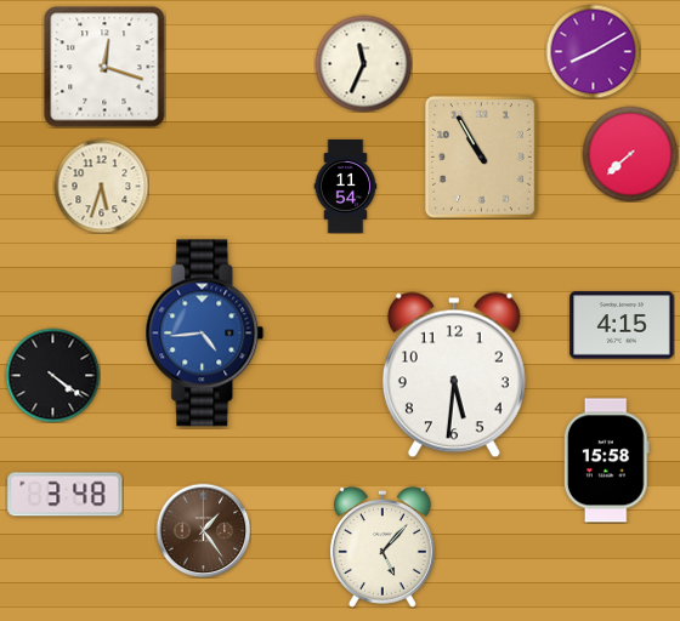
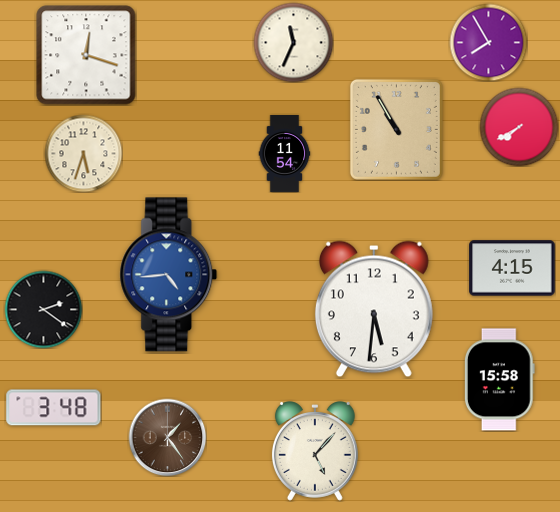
clock at (593, 51): 8:10 -> 7:55
clock at (363, 63) position: (363, 63) -> (293, 42)
clock at (630, 154): 7:38 -> 7:40
clock at (52, 375): 4:21 -> 2:21
